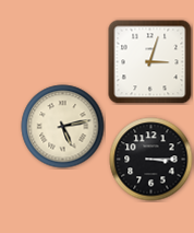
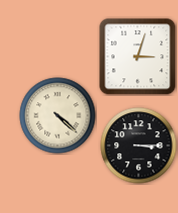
clock at (63, 127): 5:13 -> 4:22
